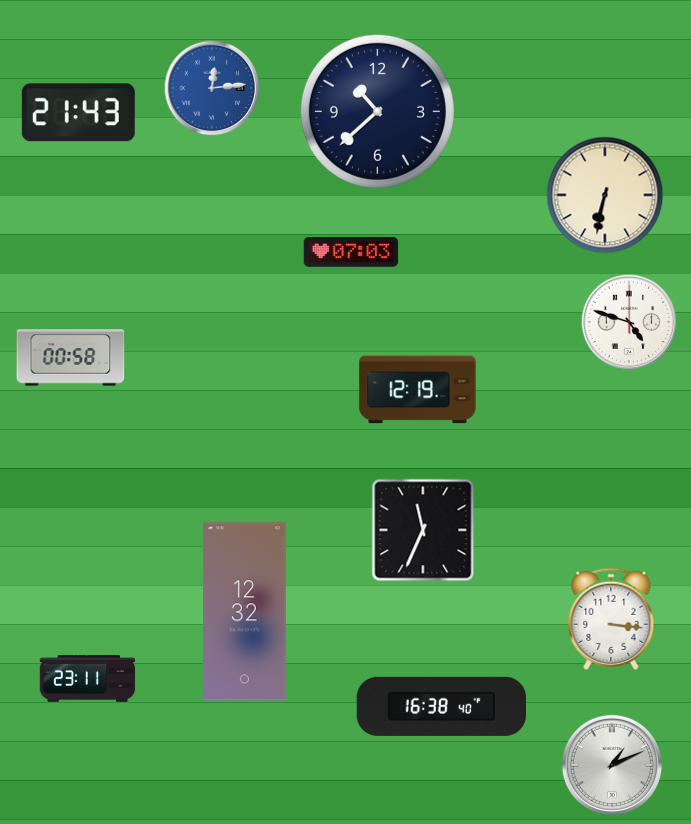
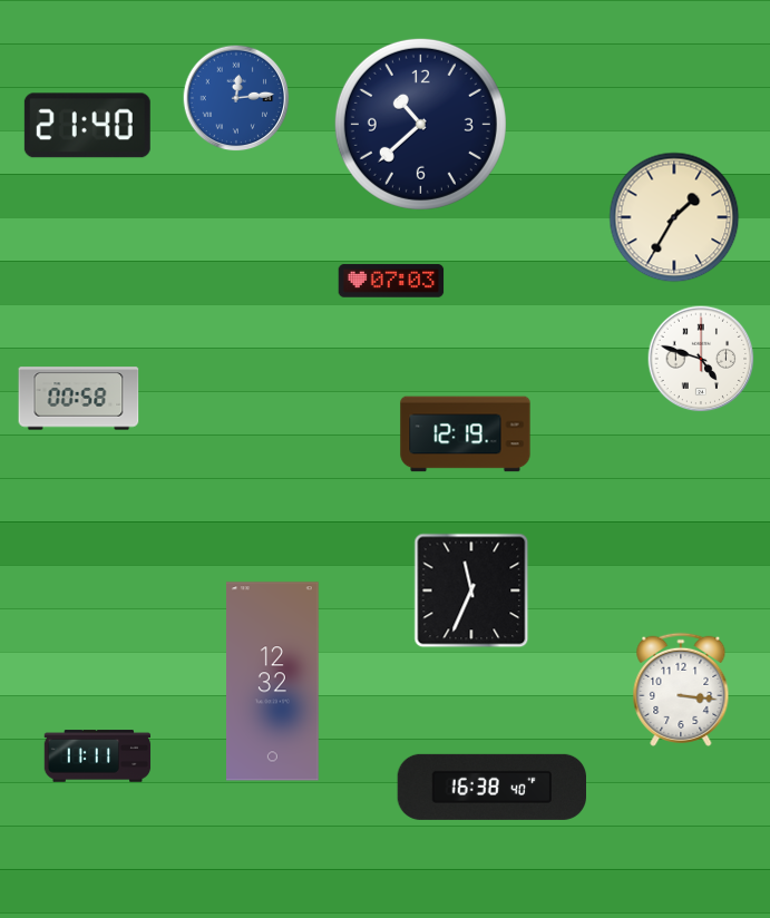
clock at (78, 113): 21:43 -> 21:40
clock at (605, 195): 6:32 -> 1:35
clock at (88, 679): 23:11 -> 11:11
clock at (612, 765): 1:11 -> none
